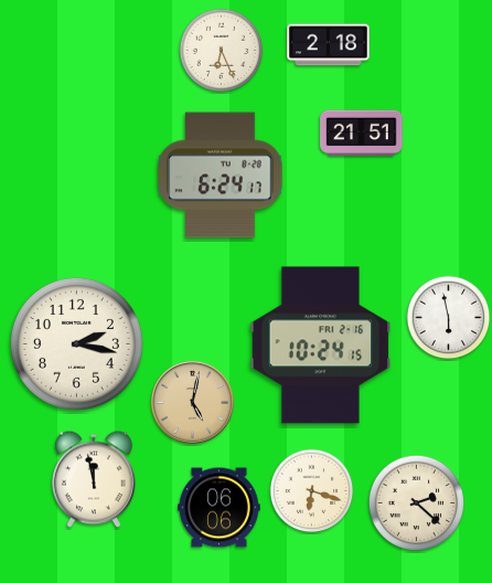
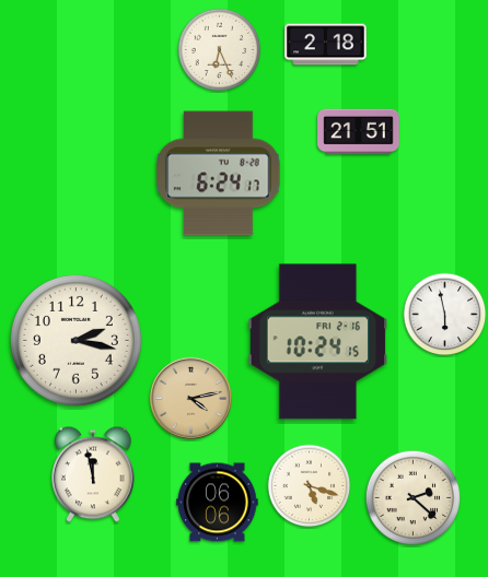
clock at (192, 402): 5:02 -> 4:13
clock at (312, 491): 6:18 -> 5:18
